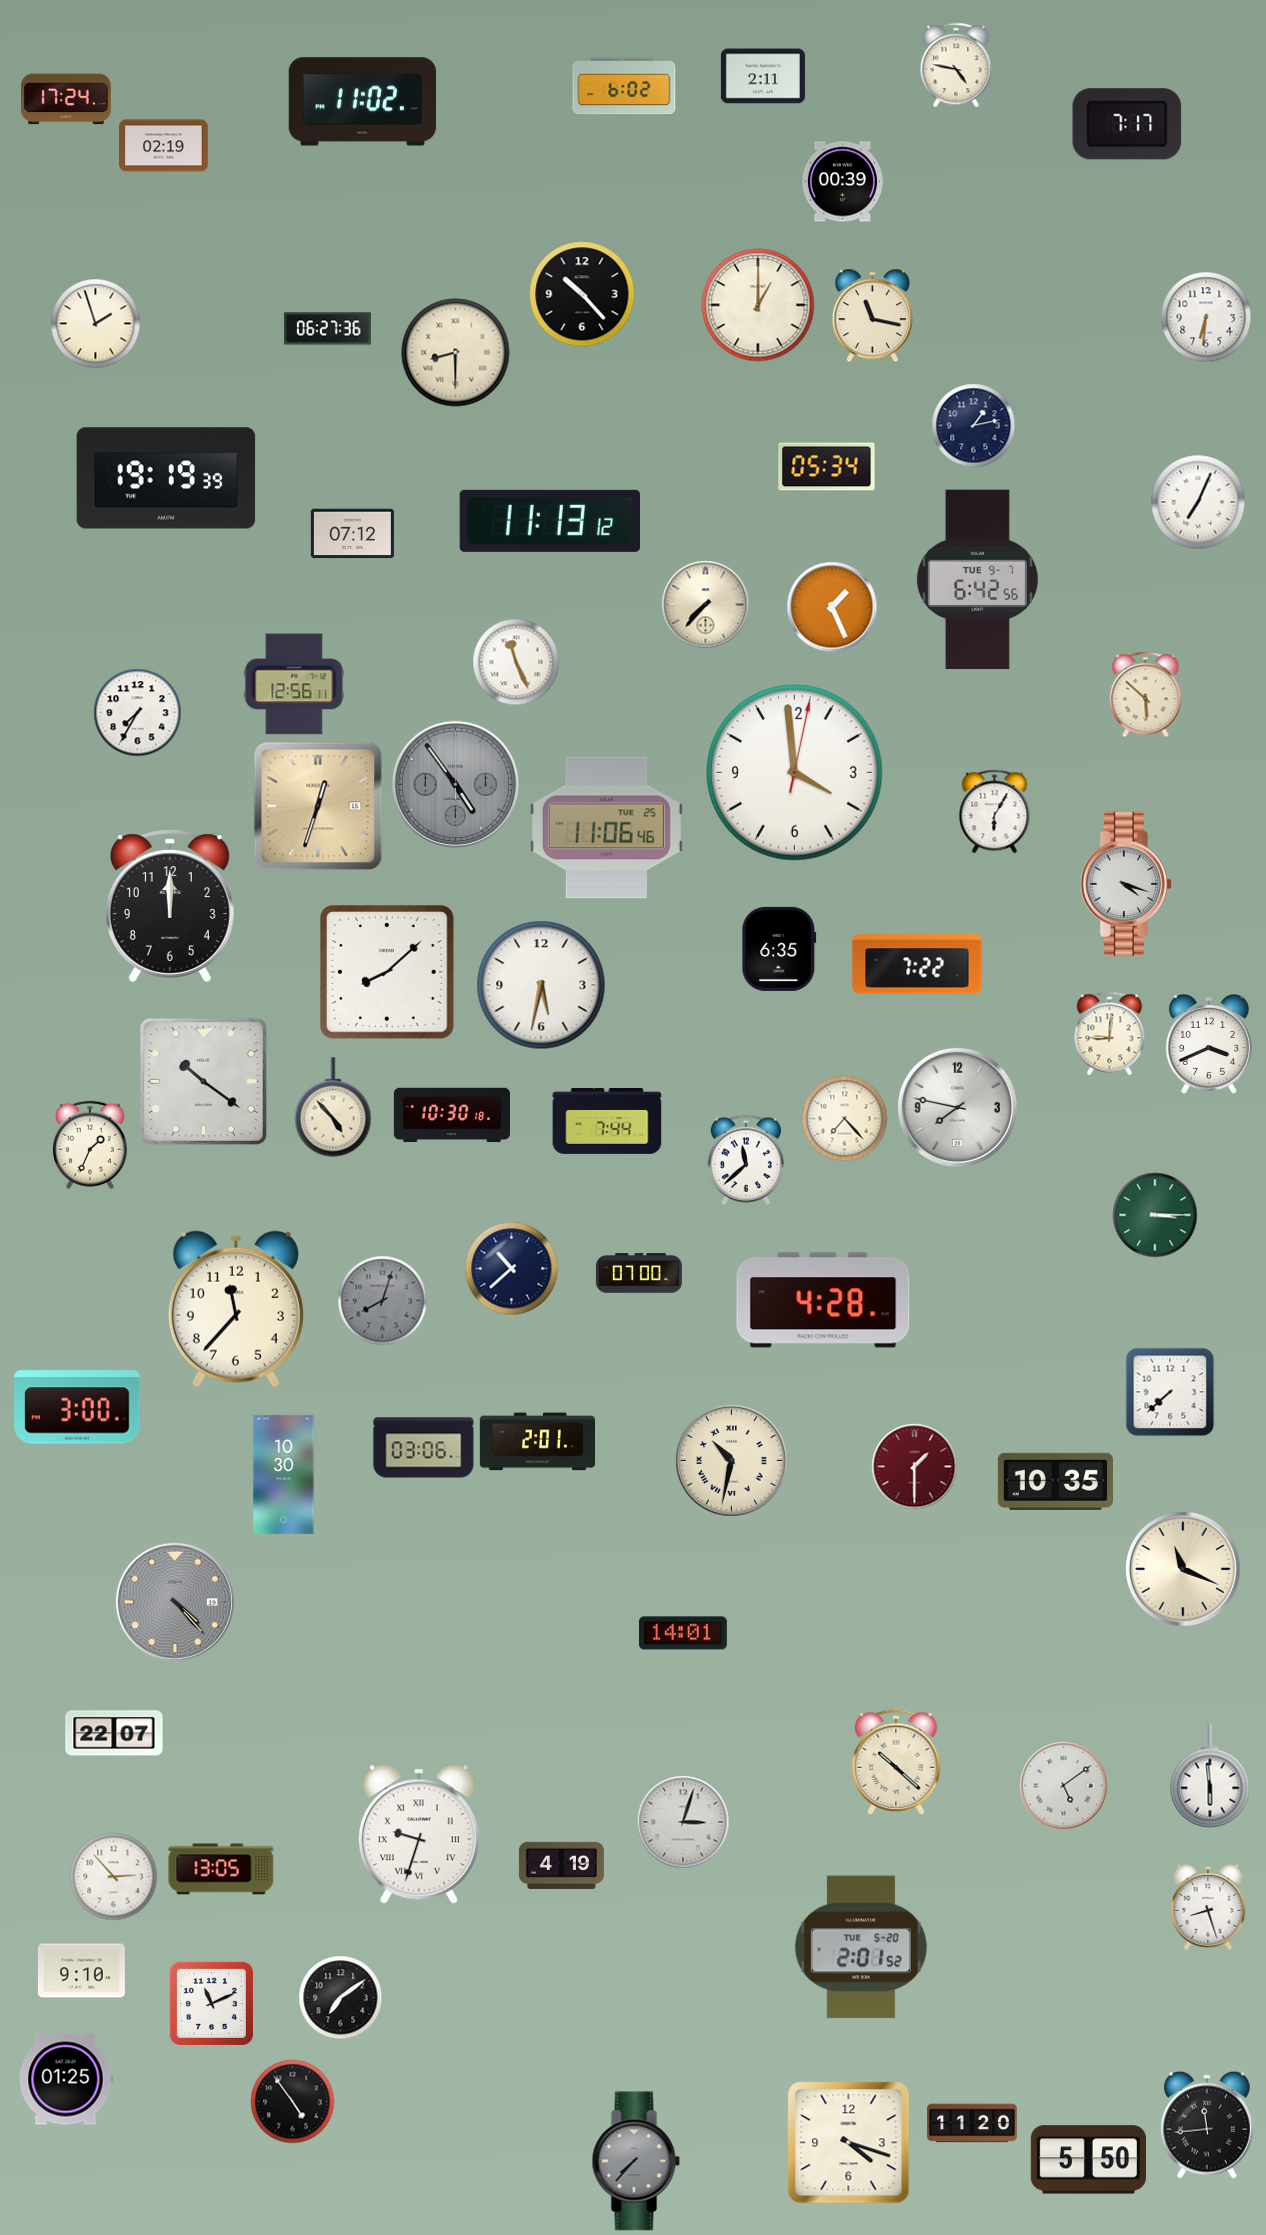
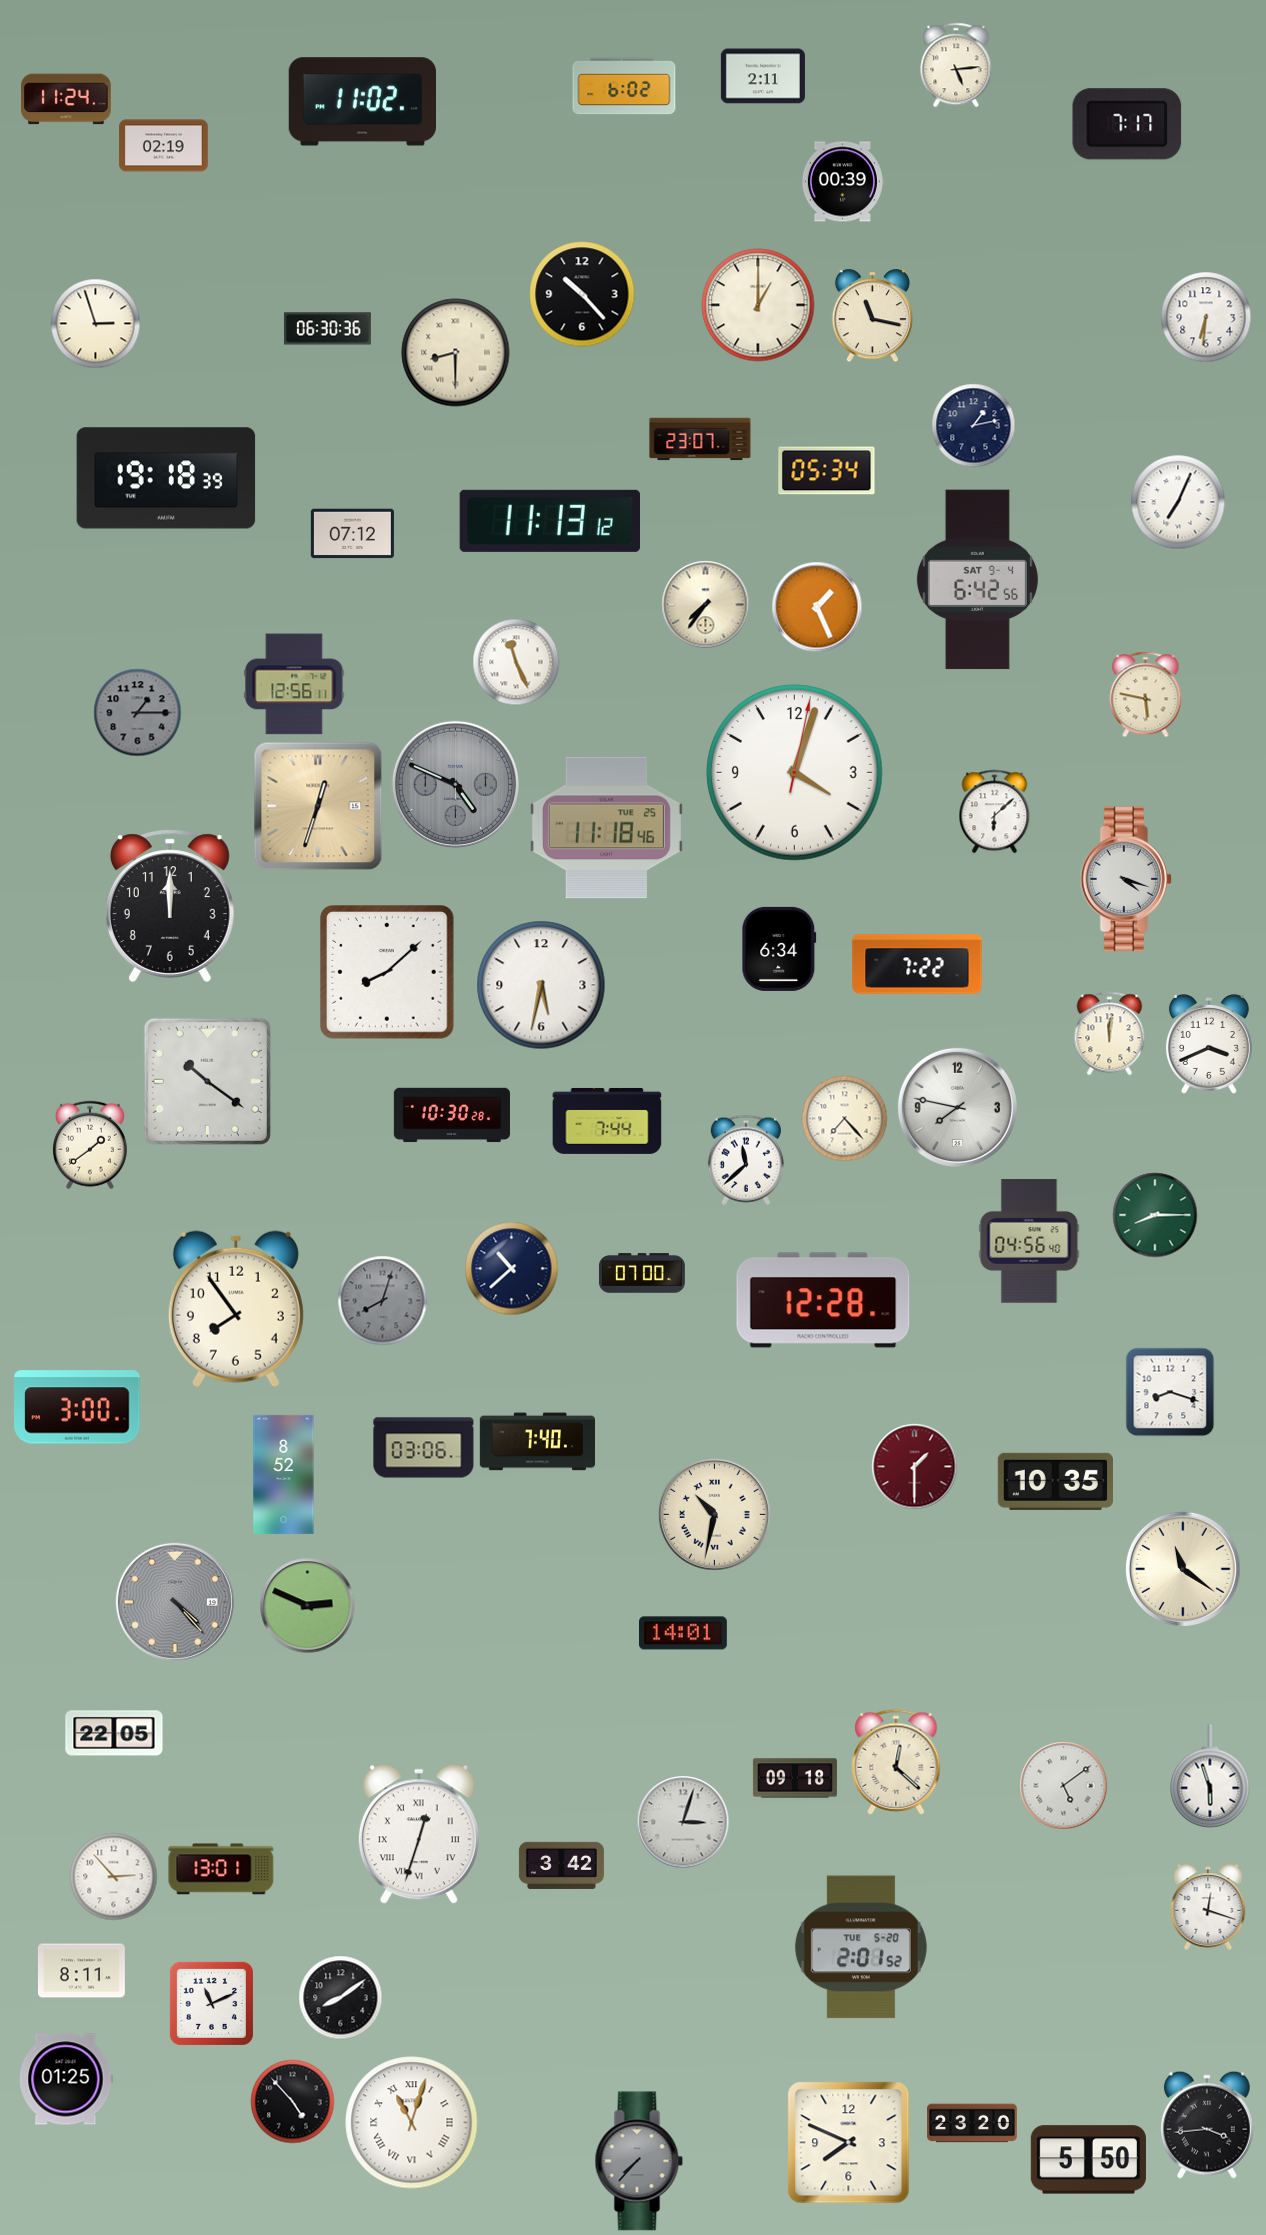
clock at (956, 65): 4:47 -> 5:14
clock at (66, 99): 17:24 -> 11:24
clock at (96, 324): 1:57 -> 2:57
clock at (327, 329): 06:27 -> 06:30
clock at (700, 439): none -> 23:07
clock at (827, 467) position: (827, 467) -> (827, 471)
clock at (166, 478): 19:19 -> 19:18
clock at (1198, 502) position: (1198, 502) -> (1178, 502)
clock at (977, 580) date: TUE 9-7 -> SAT 9-4
clock at (706, 605): 7:37 -> 7:36
clock at (832, 607) position: (832, 607) -> (817, 607)
clock at (1146, 695): 5:52 -> 5:47
clock at (138, 713): 7:35 -> 1:15
clock at (138, 713) dial: white -> grey
clock at (795, 773): 3:59 -> 4:03
clock at (455, 784): 4:54 -> 4:49
clock at (995, 812): 6:05 -> 6:08
clock at (606, 828): 11:06 -> 11:18
clock at (1126, 884) position: (1126, 884) -> (1126, 879)
clock at (779, 949): 6:35 -> 6:34
clock at (1110, 1034): 9:01 -> 12:01
clock at (203, 1081) position: (203, 1081) -> (207, 1081)
clock at (333, 1107): 4:53 -> none
clock at (452, 1115): 10:30:18 -> 10:30:28
clock at (90, 1145): 1:34 -> 1:39
clock at (1155, 1215): 3:15 -> 8:15
clock at (1029, 1241): none -> 04:56
clock at (639, 1273) position: (639, 1273) -> (642, 1273)
clock at (823, 1300): 4:28 -> 12:28
clock at (236, 1309): 11:37 -> 7:54
clock at (1170, 1392): 7:38 -> 8:18
clock at (537, 1442): 2:01 -> 7:40
clock at (731, 1460) position: (731, 1460) -> (714, 1514)
clock at (284, 1474): 10:30 -> 8:52
clock at (1183, 1569): 11:19 -> 11:21
clock at (308, 1606): none -> 2:49
clock at (114, 1733): 22:07 -> 22:05
clock at (896, 1762): 10:22 -> 12:22
clock at (1210, 1776): 5:59 -> 5:57
clock at (795, 1778): none -> 09:18
clock at (419, 1835): 9:33 -> 12:33
clock at (561, 1865): 4:19 -> 3:42
clock at (221, 1869): 13:05 -> 13:01
clock at (1208, 1907): 8:27 -> 12:18
clock at (81, 1971): 9:10 -> 8:11
clock at (341, 1998): 7:09 -> 8:09
clock at (293, 2102): 4:54 -> 4:53
clock at (412, 2123): none -> 11:03
clock at (972, 2123): 11:20 -> 23:20
clock at (1207, 2125): 11:44 -> 3:44
clock at (849, 2143): 4:18 -> 7:49
clock at (636, 2161) position: (636, 2161) -> (639, 2161)
